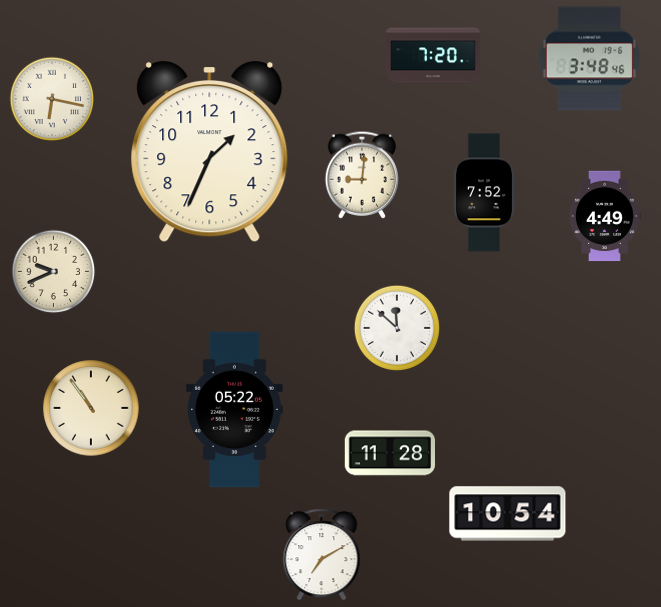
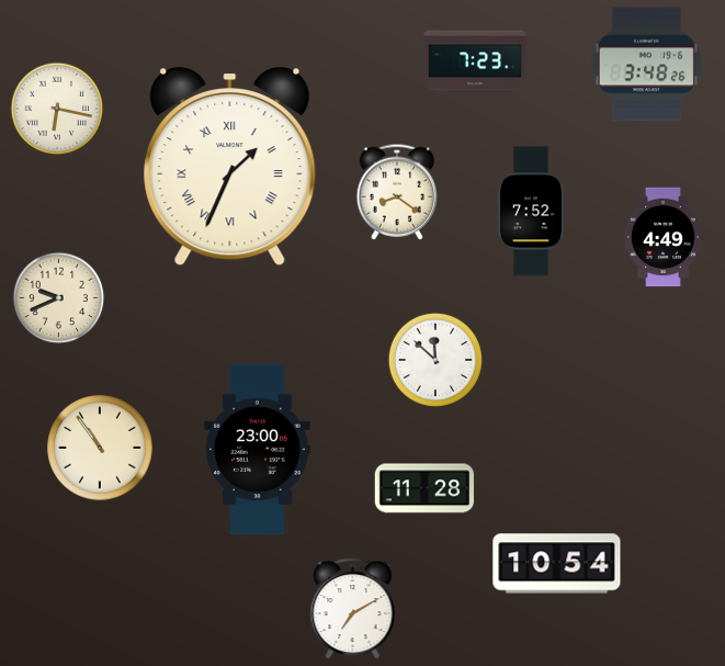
clock at (433, 55): 7:20 -> 7:23
clock at (589, 59): 3:48:46 -> 3:48:26
clock at (210, 153) numerals: Arabic -> Roman
clock at (362, 175): 9:01 -> 8:21
clock at (235, 410): 05:22 -> 23:00
clock at (389, 453) position: (389, 453) -> (423, 488)
